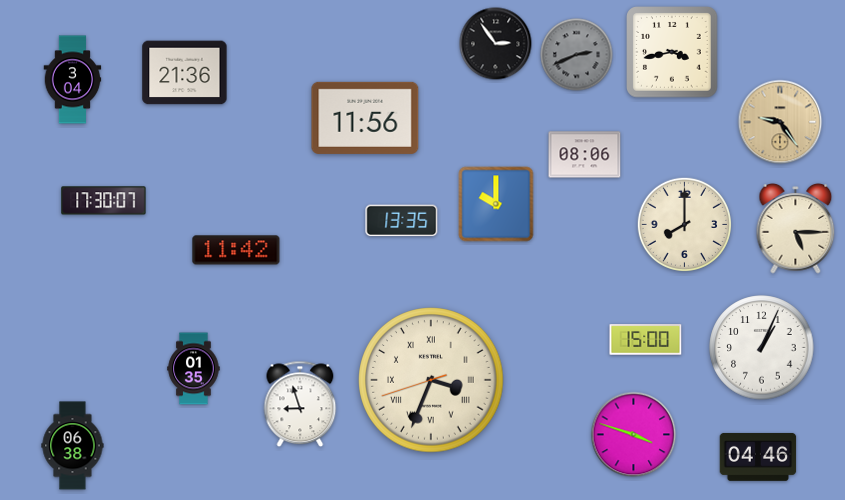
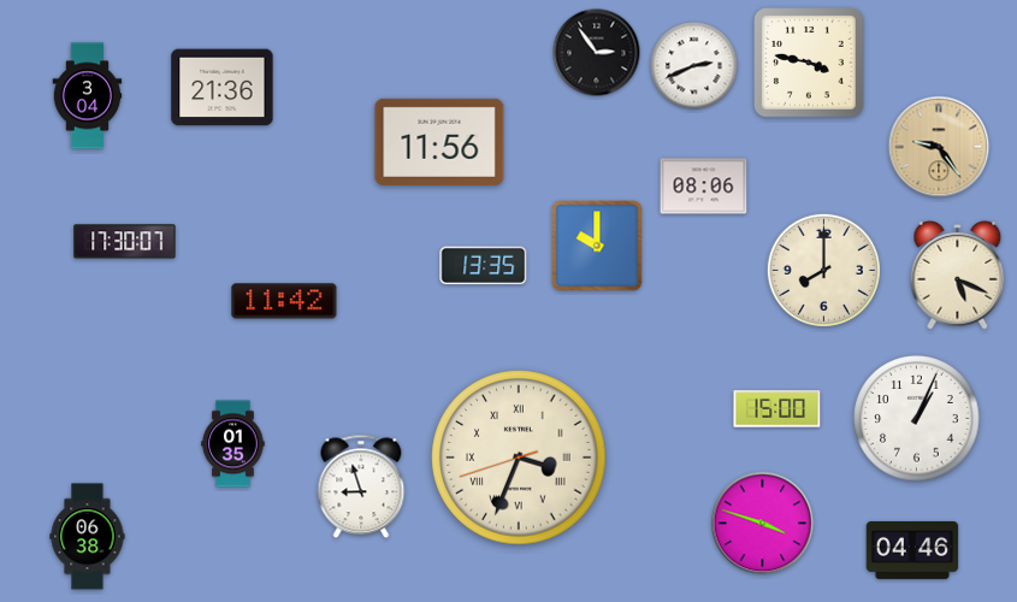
clock at (672, 52): 3:43 -> 3:47
clock at (577, 55) dial: grey -> white
clock at (796, 229): 5:15 -> 5:19
